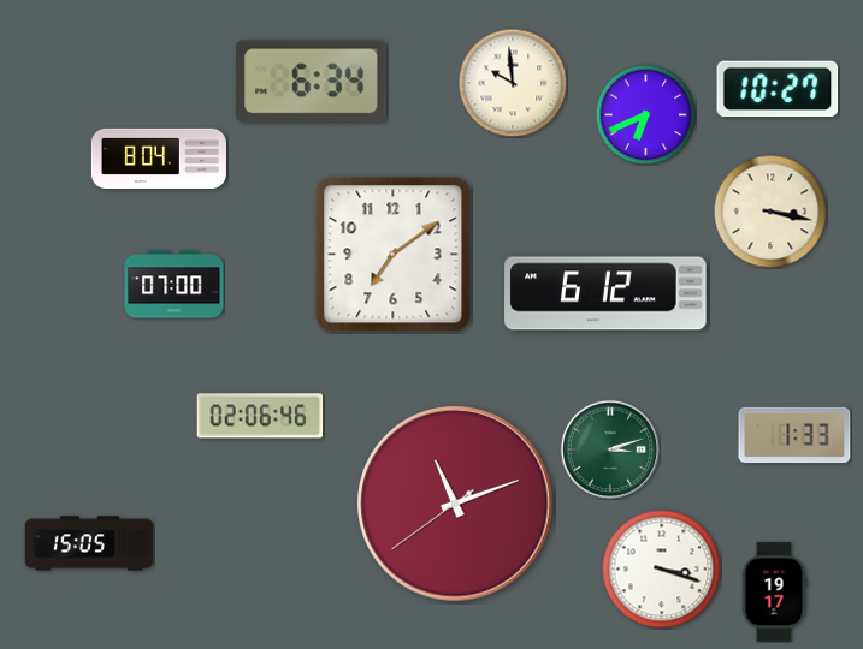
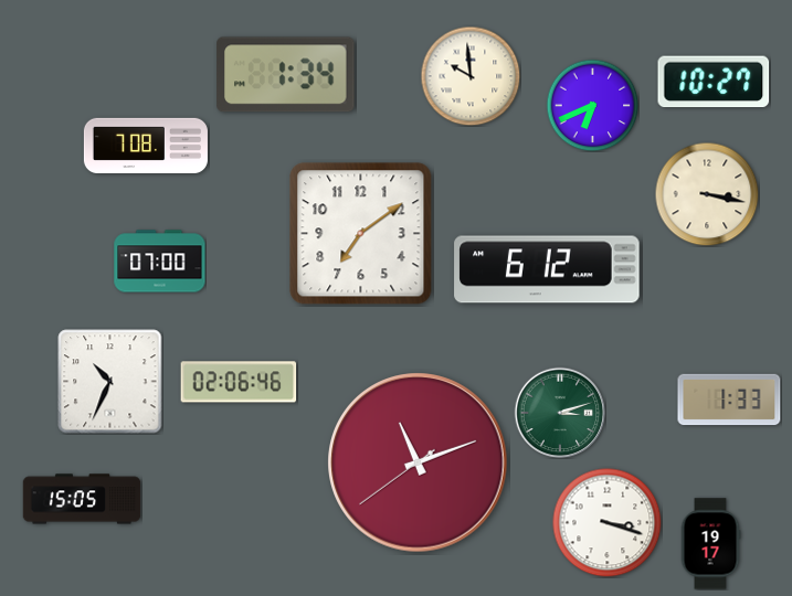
clock at (312, 82): 6:34 -> 1:34
clock at (159, 157): 8:04 -> 7:08
clock at (605, 293) position: (605, 293) -> (547, 269)
clock at (110, 382): none -> 10:34
